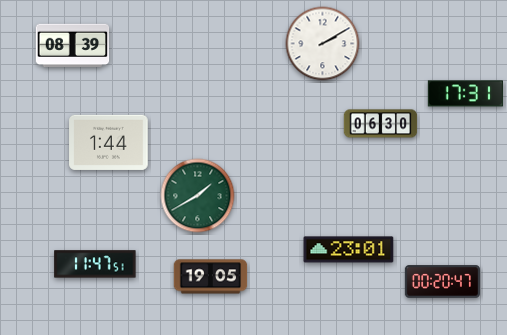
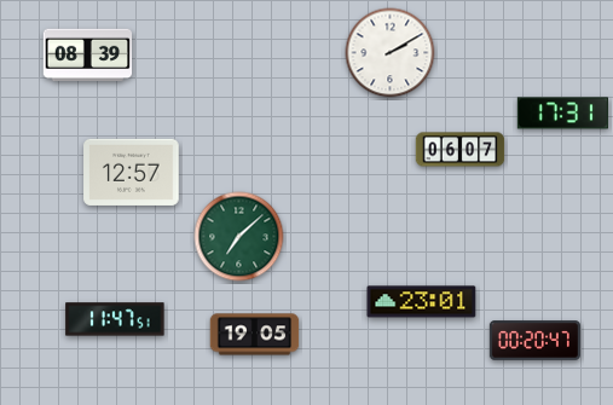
clock at (381, 124): 06:30 -> 06:07
clock at (109, 142): 1:44 -> 12:57
clock at (198, 196): 1:40 -> 7:08
